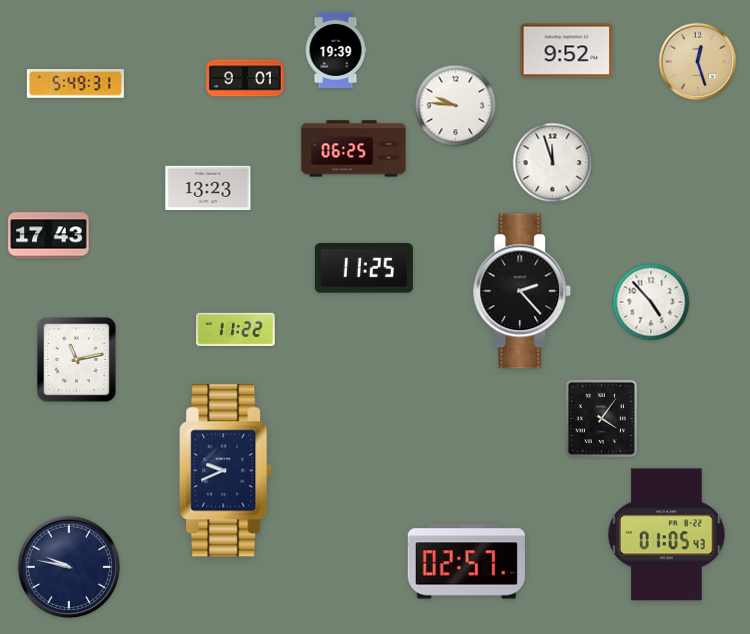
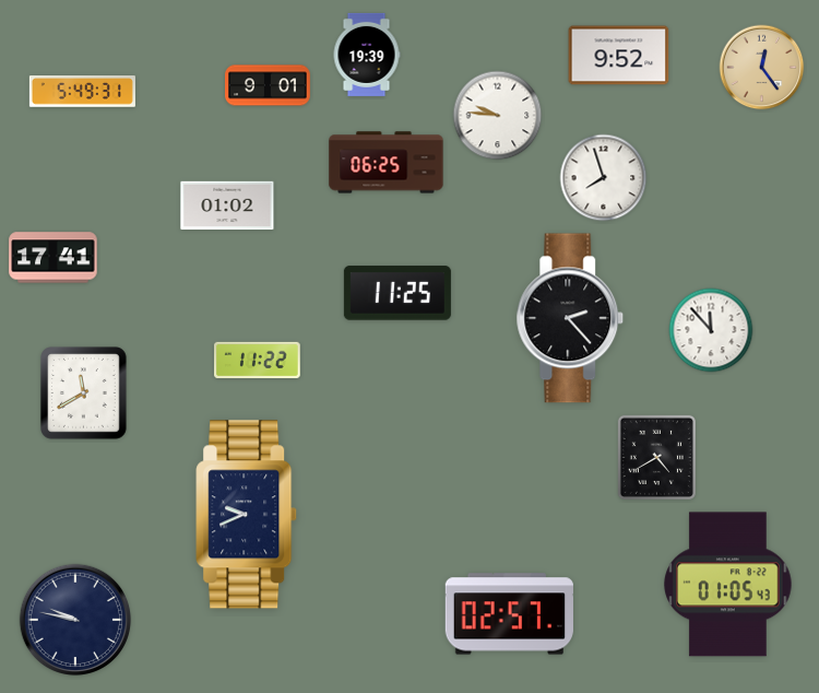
clock at (698, 62): 12:27 -> 12:24
clock at (553, 163): 11:57 -> 7:57
clock at (208, 188): 13:23 -> 01:02
clock at (49, 236): 17:43 -> 17:41
clock at (651, 302): 4:53 -> 11:53
clock at (77, 360): 11:13 -> 11:40
clock at (601, 418): 4:06 -> 4:40
